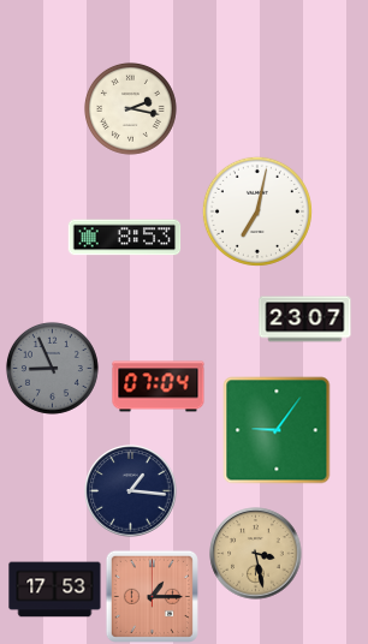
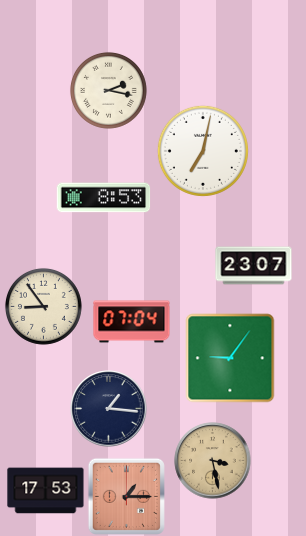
clock at (257, 211) position: (257, 211) -> (203, 151)
clock at (52, 368): 8:56 -> 8:54
clock at (52, 368) dial: grey -> cream
